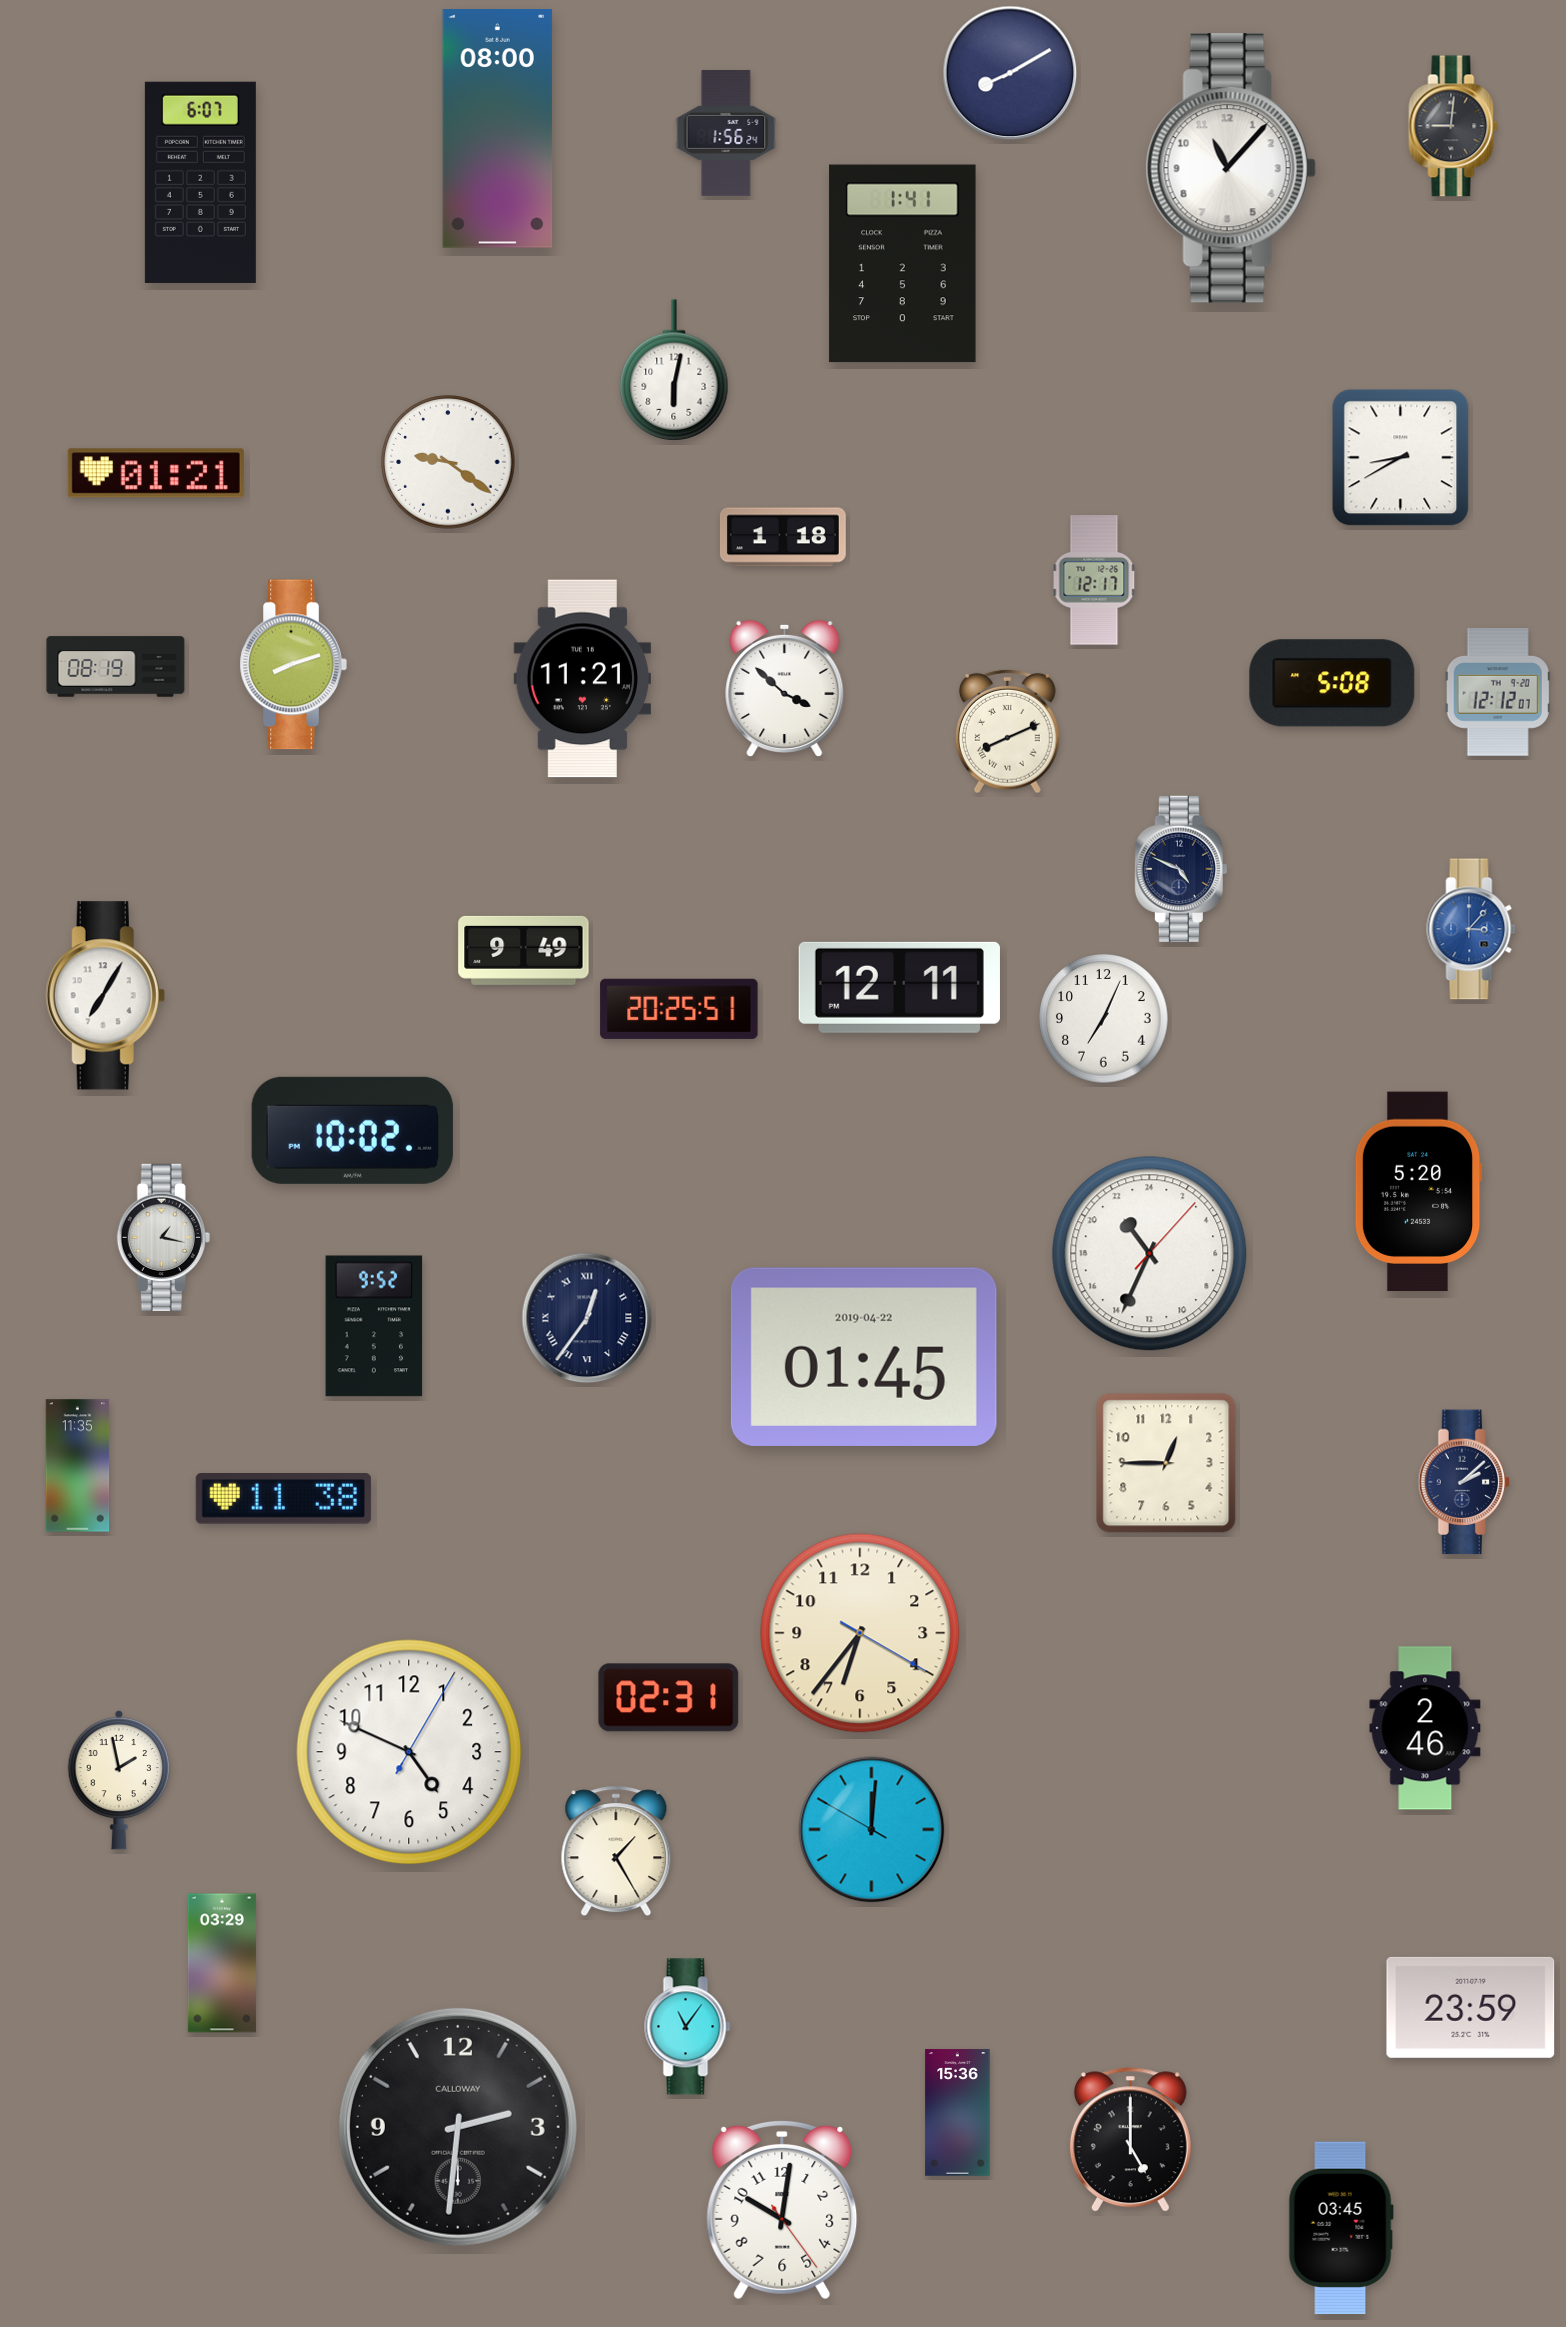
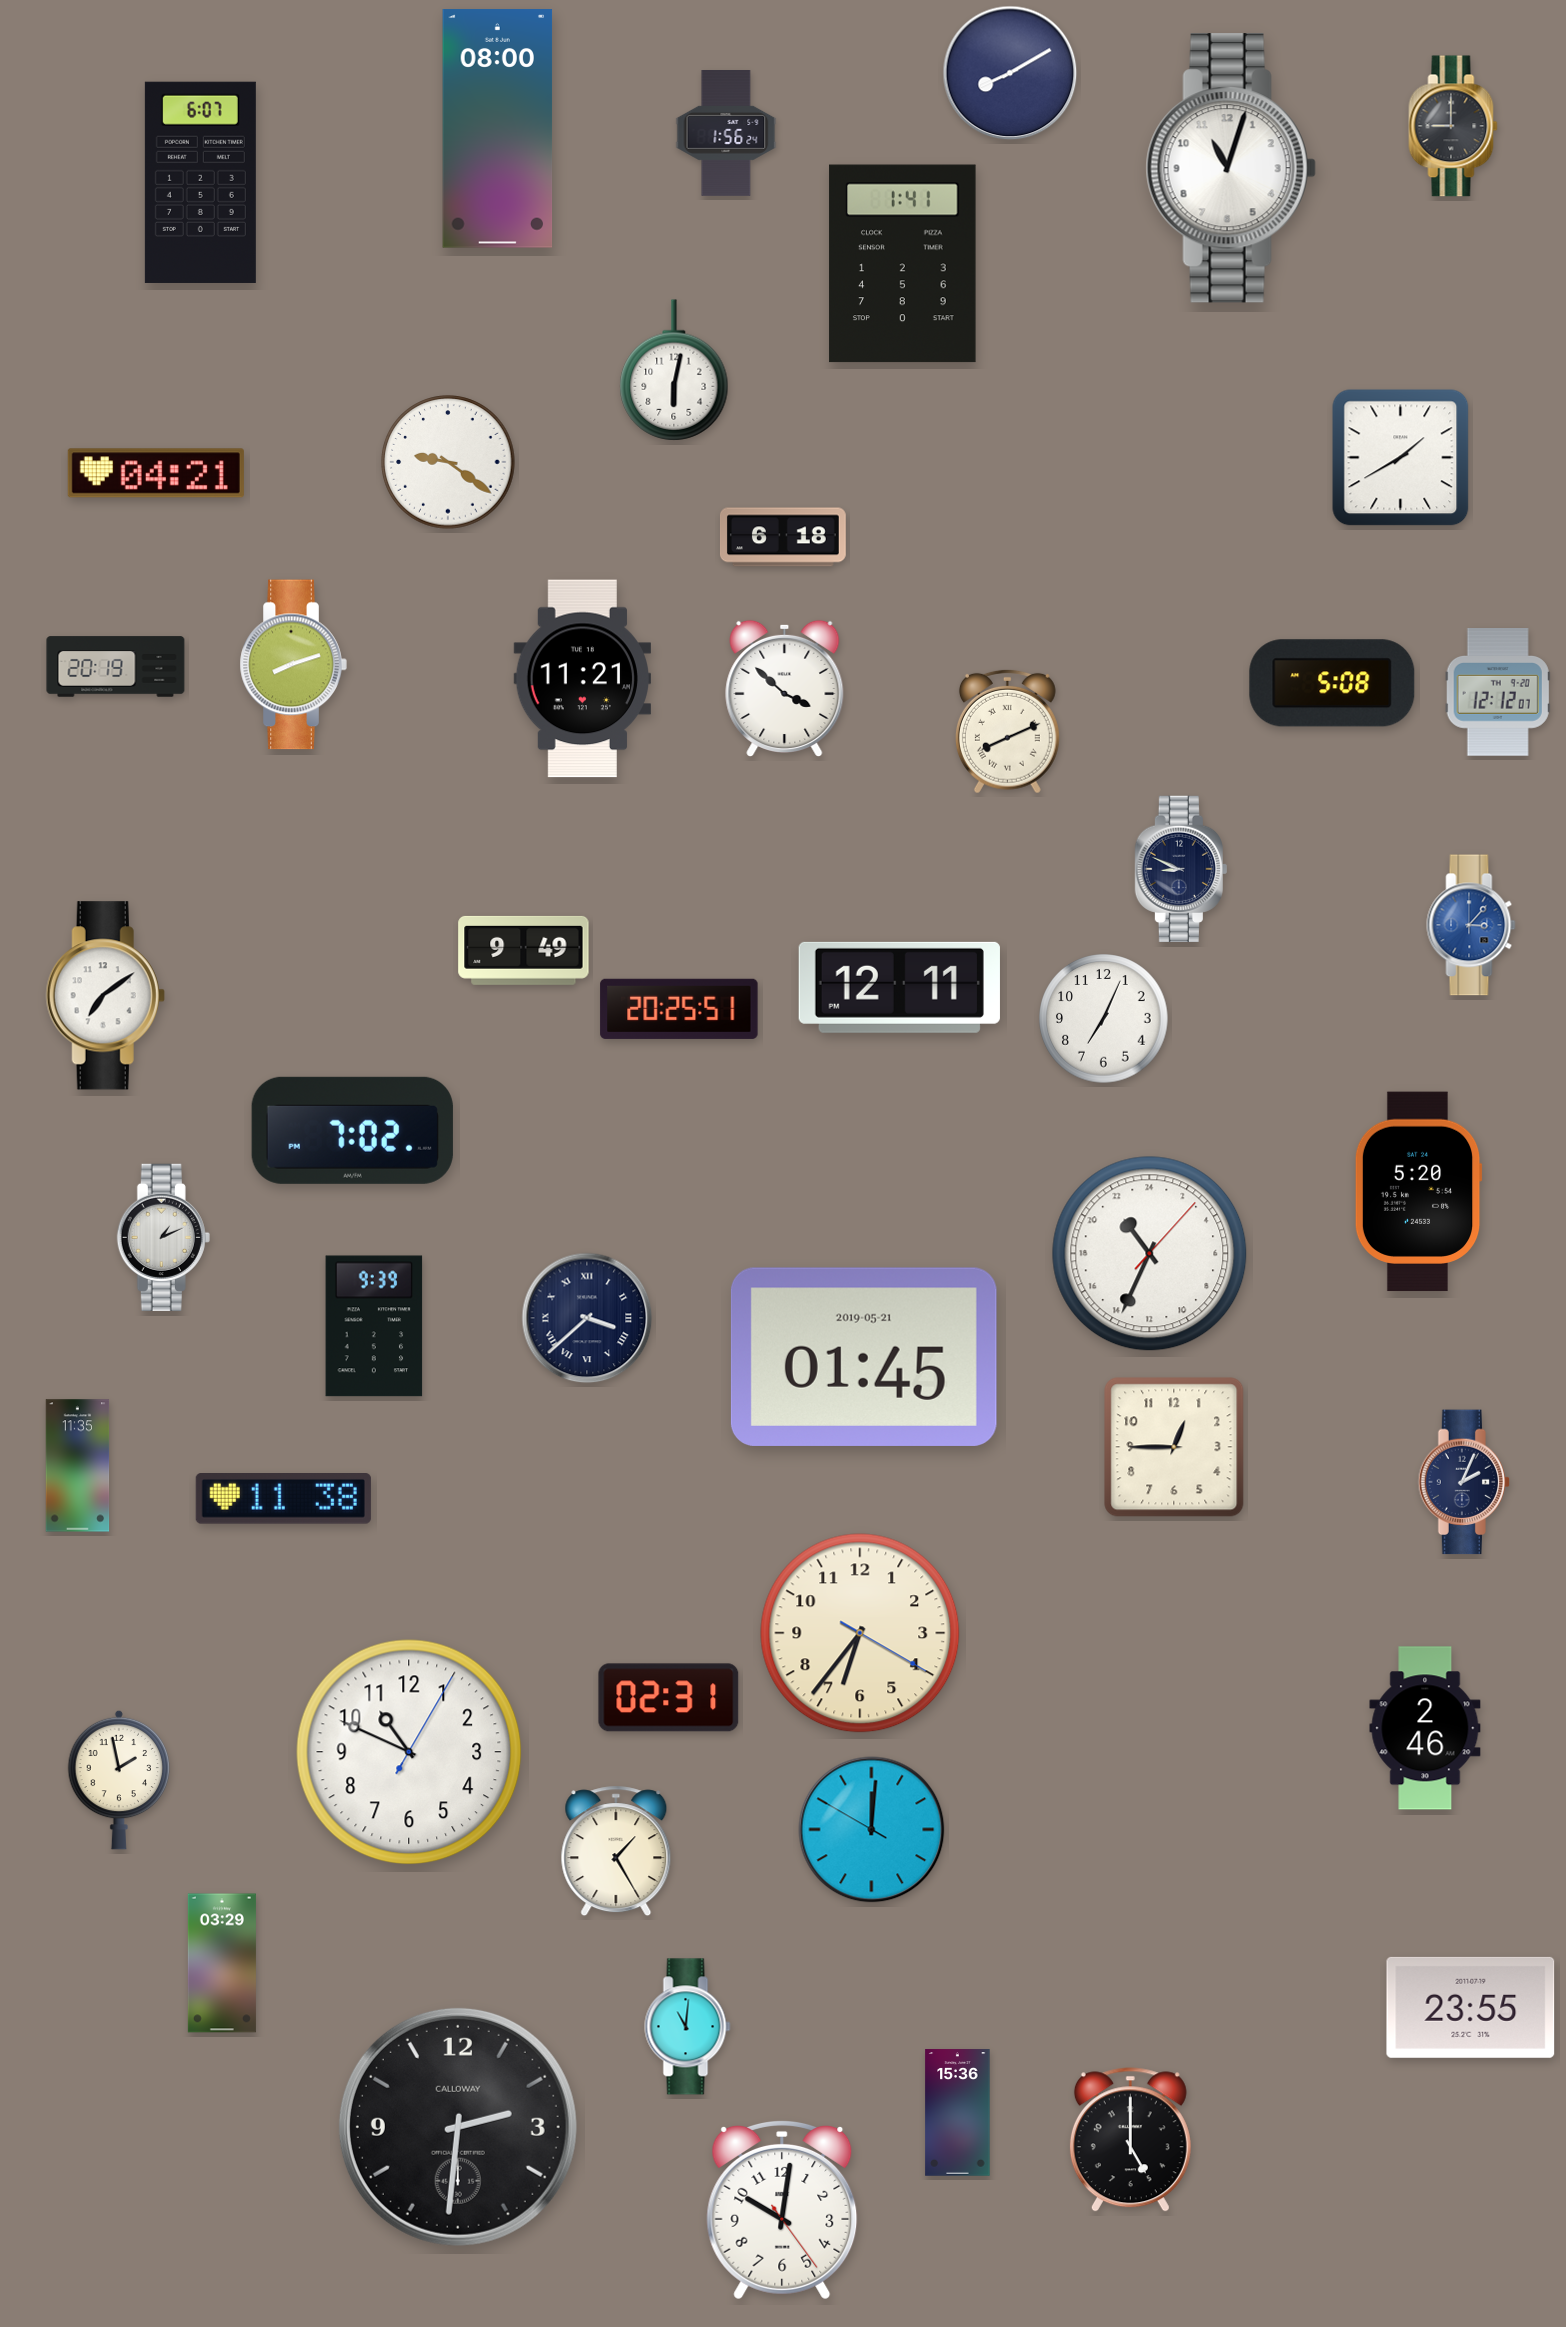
clock at (1453, 126): 9:01 -> 9:00
clock at (1231, 168): 11:07 -> 11:03
clock at (1401, 458): 8:40 -> 1:40
clock at (156, 473): 01:21 -> 04:21
clock at (783, 537): 1:18 -> 6:18
clock at (1094, 580): 12:17 -> none
clock at (116, 667): 08:19 -> 20:19
clock at (1181, 868): 4:49 -> 8:49
clock at (1471, 929) position: (1471, 929) -> (1471, 925)
clock at (105, 996): 7:05 -> 7:09
clock at (352, 1130): 10:02 -> 7:02
clock at (163, 1237): 1:17 -> 1:11
clock at (587, 1318): 12:36 -> 3:38
clock at (374, 1326): 9:52 -> 9:39
clock at (864, 1357) date: 2019-04-22 -> 2019-05-21
clock at (1166, 1463) position: (1166, 1463) -> (1174, 1447)
clock at (1464, 1482): 2:08 -> 2:04
clock at (409, 1752): 4:49 -> 10:49
clock at (1471, 2007): 23:59 -> 23:55
clock at (688, 2027): 11:06 -> 11:01
clock at (1341, 2228): 03:45 -> none
